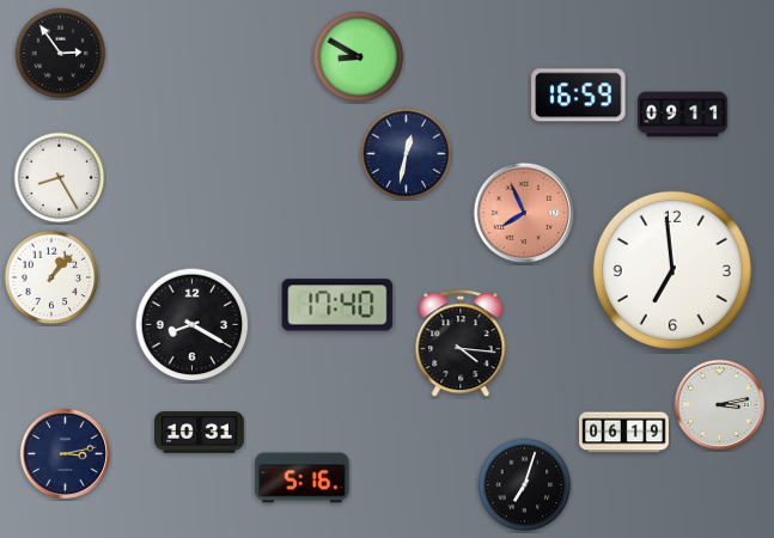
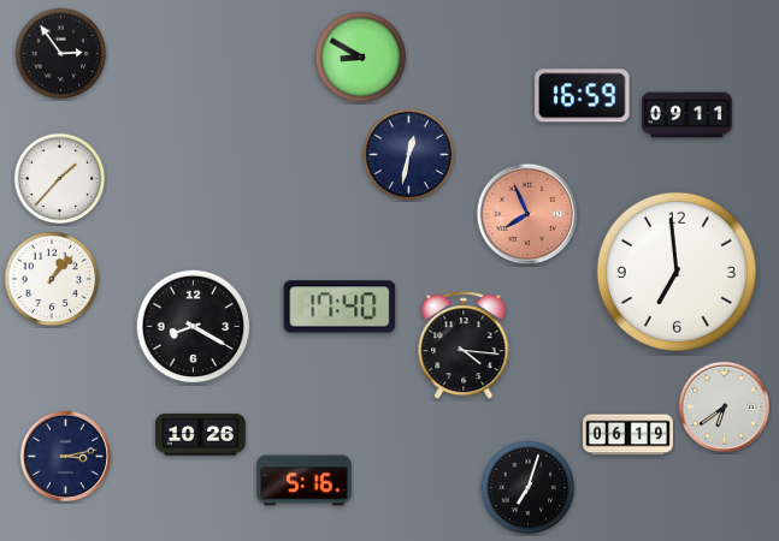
clock at (60, 178): 8:25 -> 1:37
clock at (719, 404): 3:13 -> 6:39
clock at (200, 433): 10:31 -> 10:26
